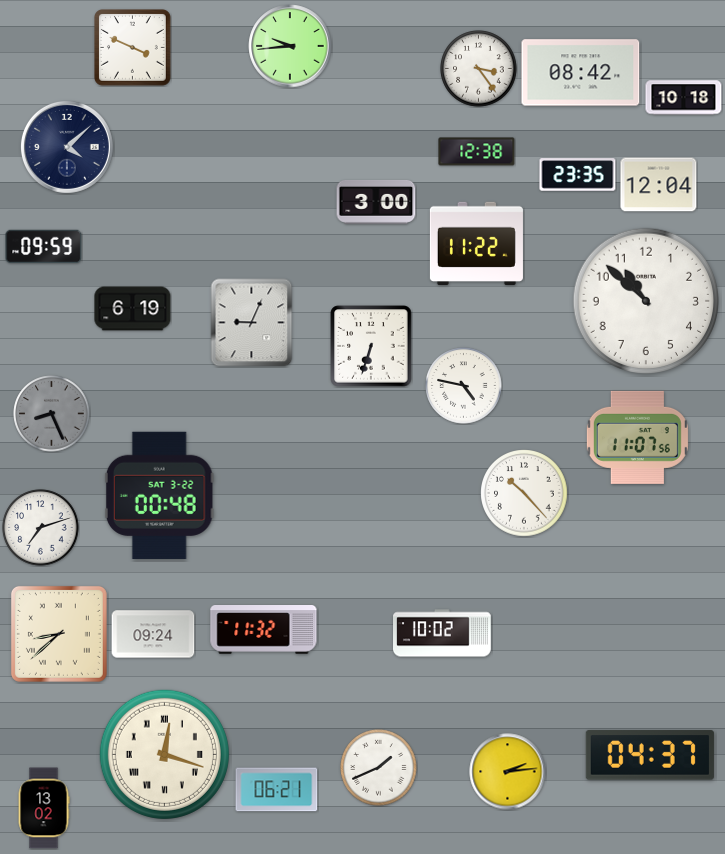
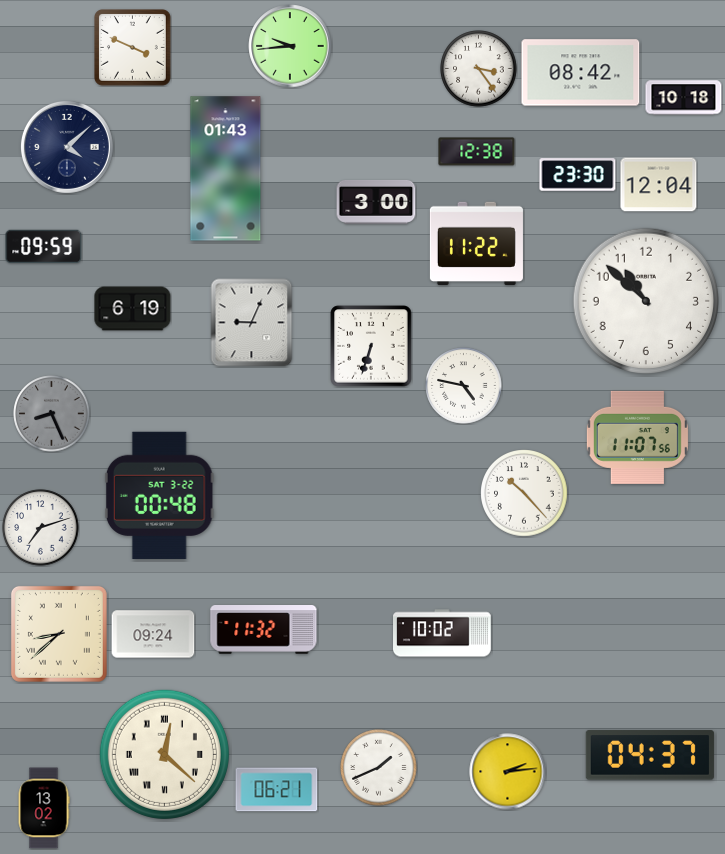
clock at (226, 169): none -> 01:43
clock at (578, 175): 23:35 -> 23:30
clock at (164, 754): 12:18 -> 12:22
